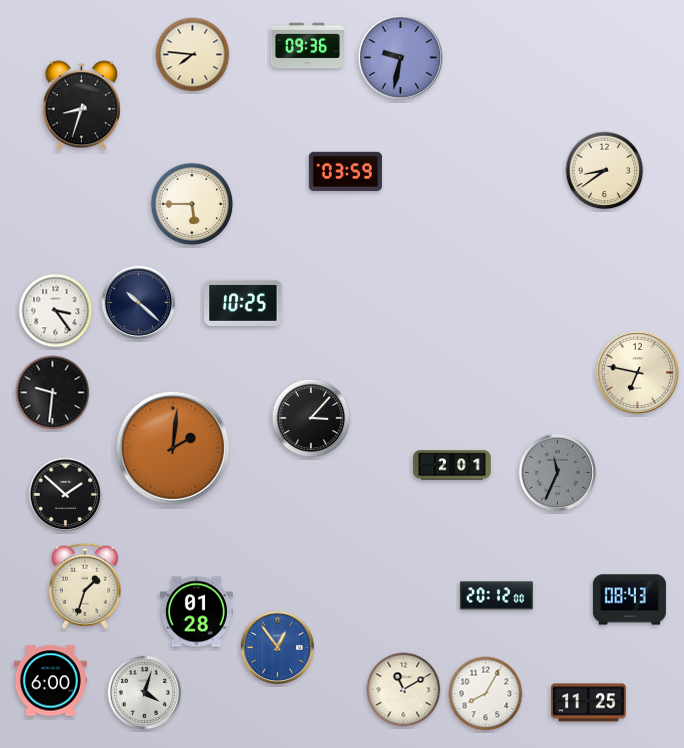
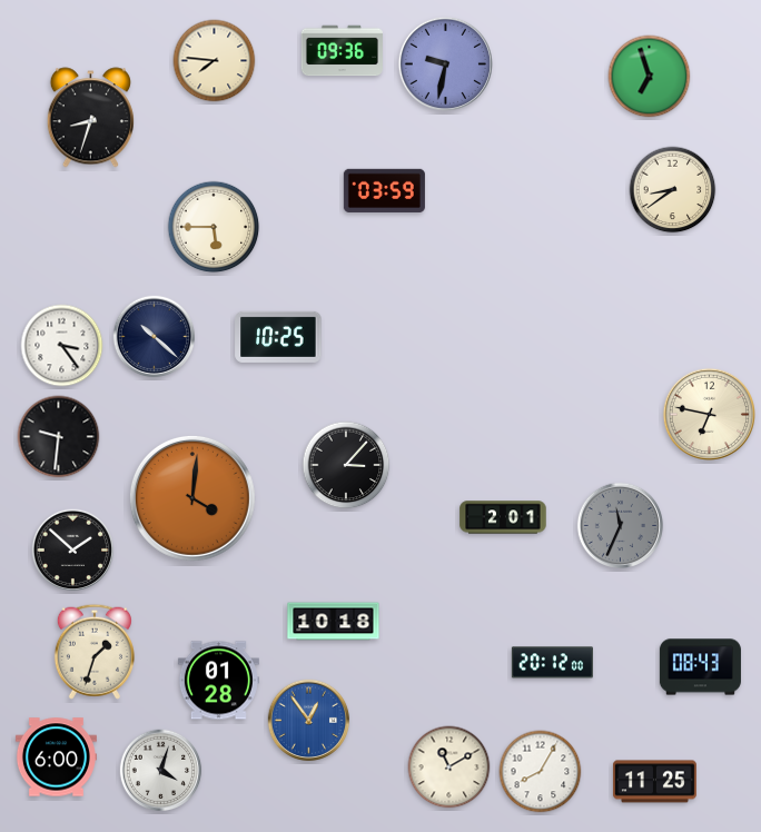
clock at (650, 77): none -> 6:57
clock at (243, 303) position: (243, 303) -> (278, 337)
clock at (173, 448): 2:01 -> 4:01
clock at (334, 622): none -> 10:18
